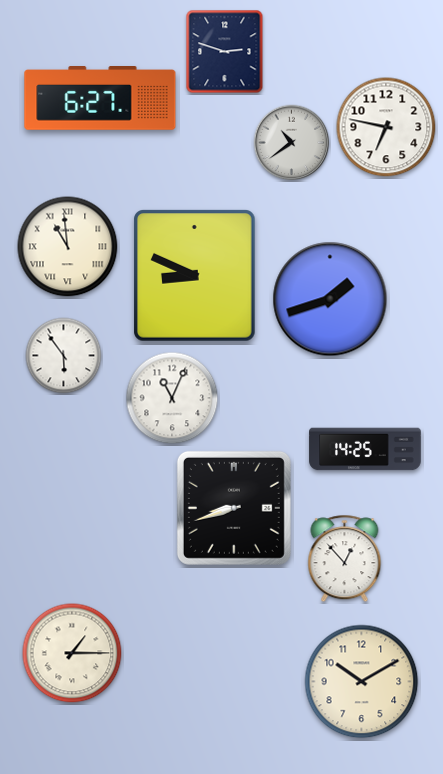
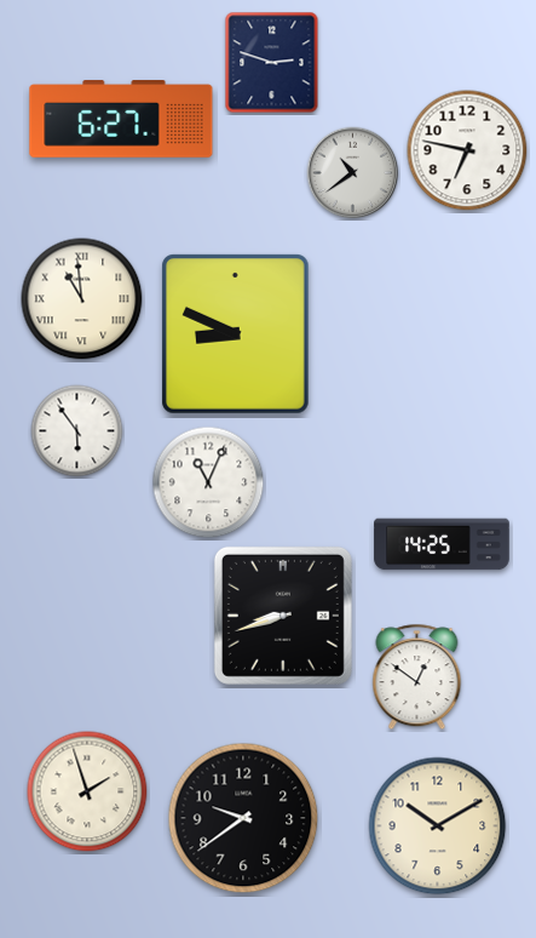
clock at (386, 127) position: (386, 127) -> (467, 150)
clock at (330, 299): 1:42 -> none
clock at (345, 559): 12:53 -> 12:51
clock at (72, 653): 1:15 -> 1:57
clock at (243, 818): none -> 9:39
